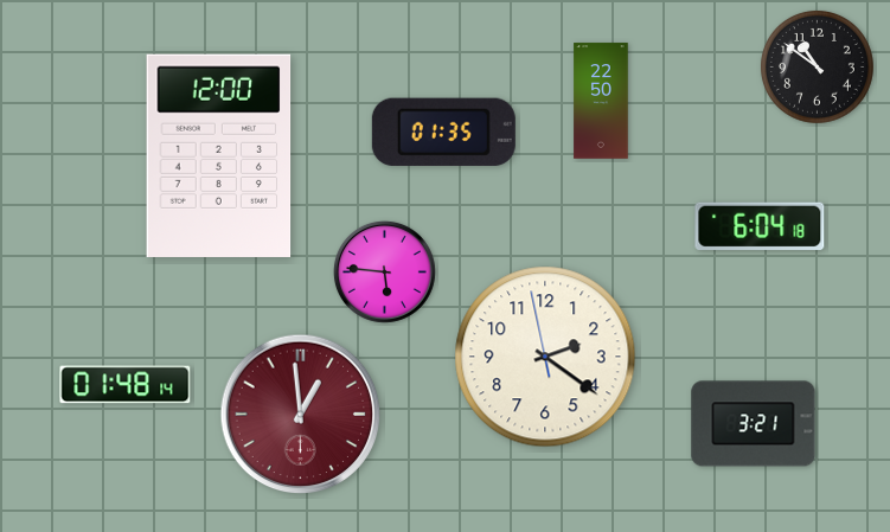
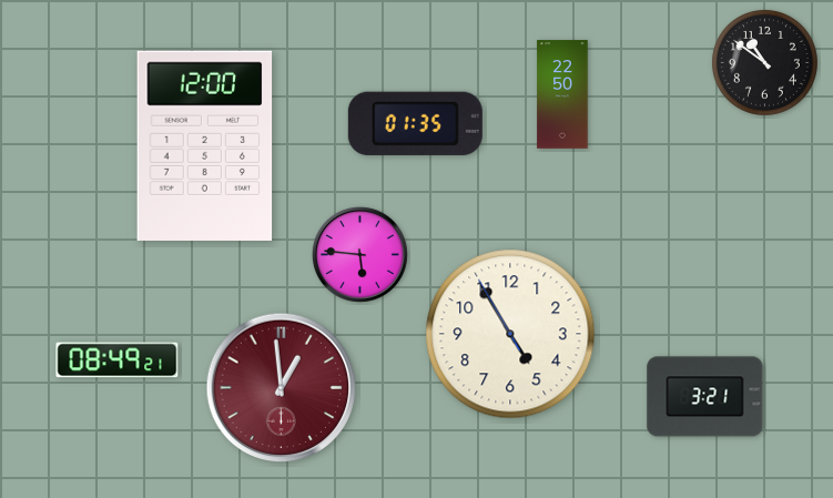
clock at (760, 226): 6:04 -> none
clock at (545, 357): 2:20 -> 4:54
clock at (126, 385): 01:48 -> 08:49
